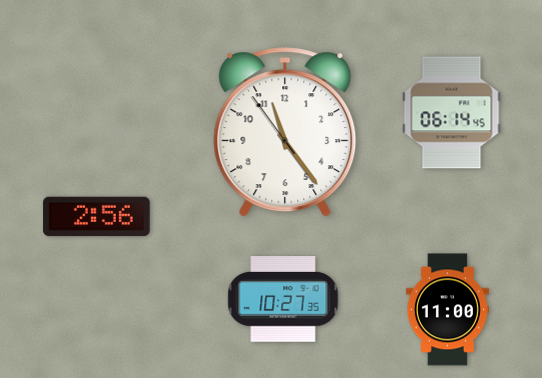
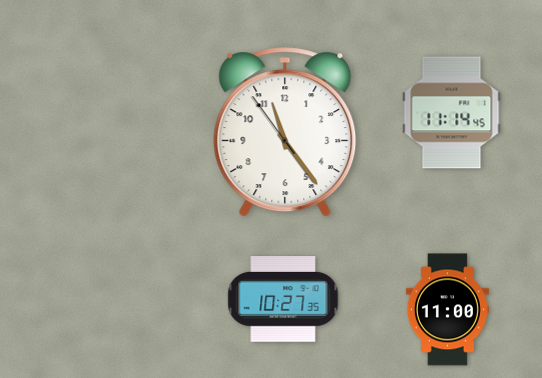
clock at (452, 113): 06:14 -> 11:14
clock at (97, 217): 2:56 -> none
